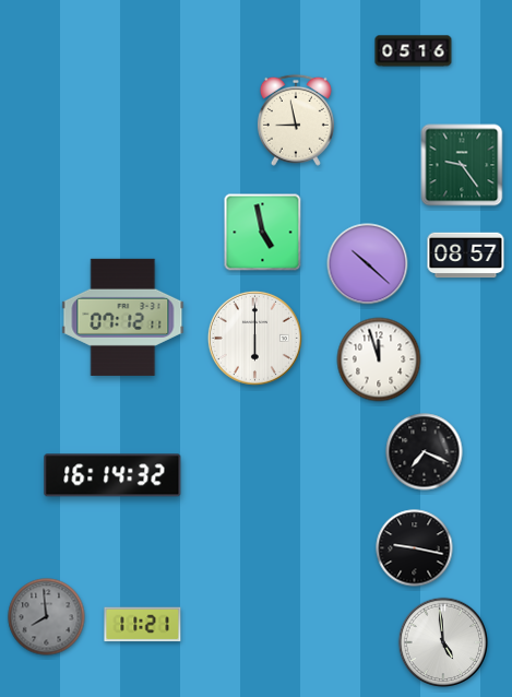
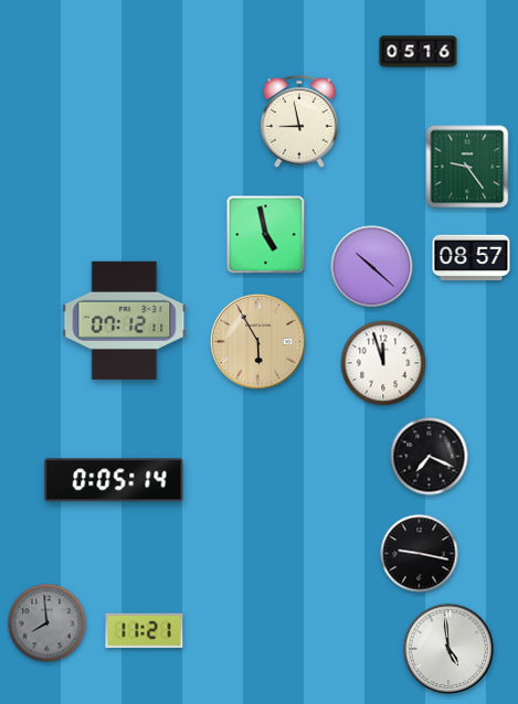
clock at (254, 338): 6:00 -> 5:55
clock at (254, 338) dial: white -> champagne
clock at (112, 475): 16:14 -> 0:05
